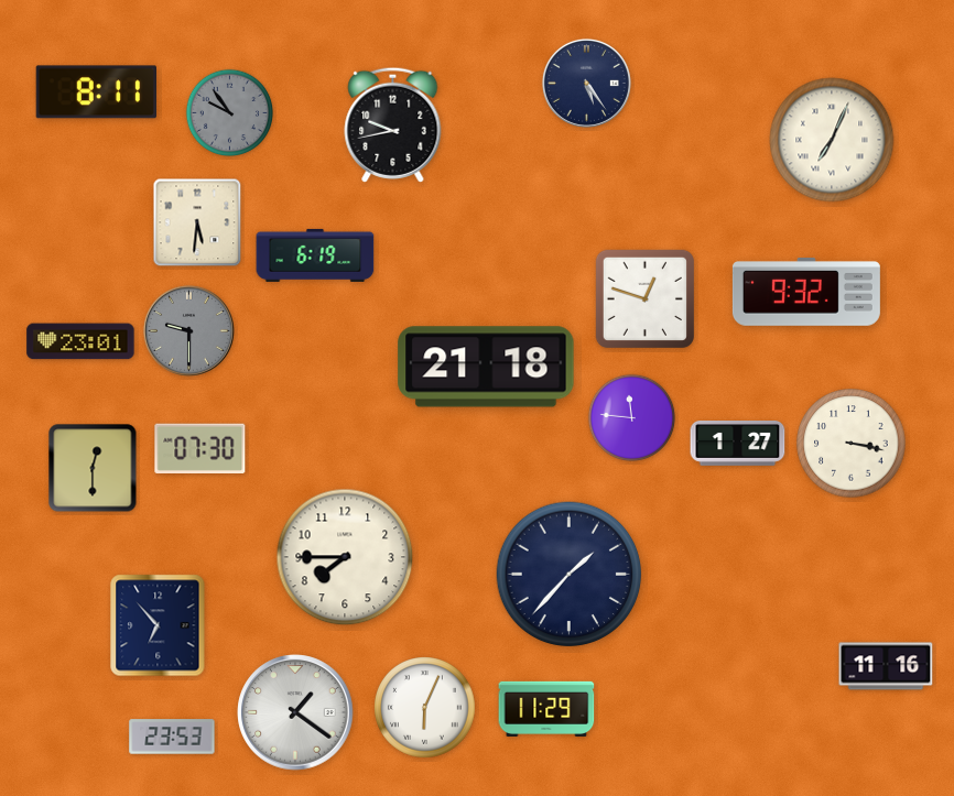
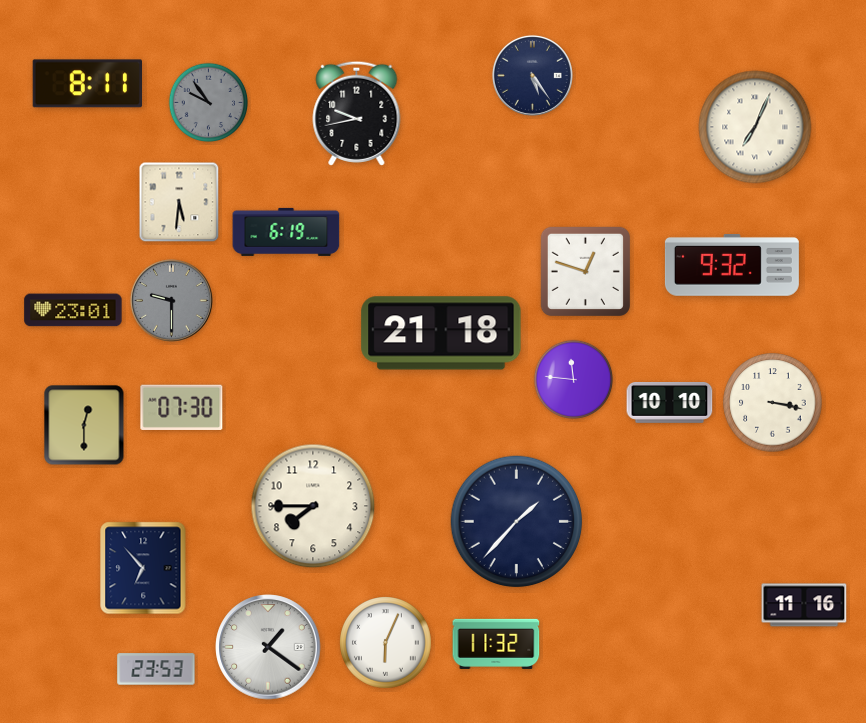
clock at (738, 444): 1:27 -> 10:10
clock at (546, 709): 11:29 -> 11:32
